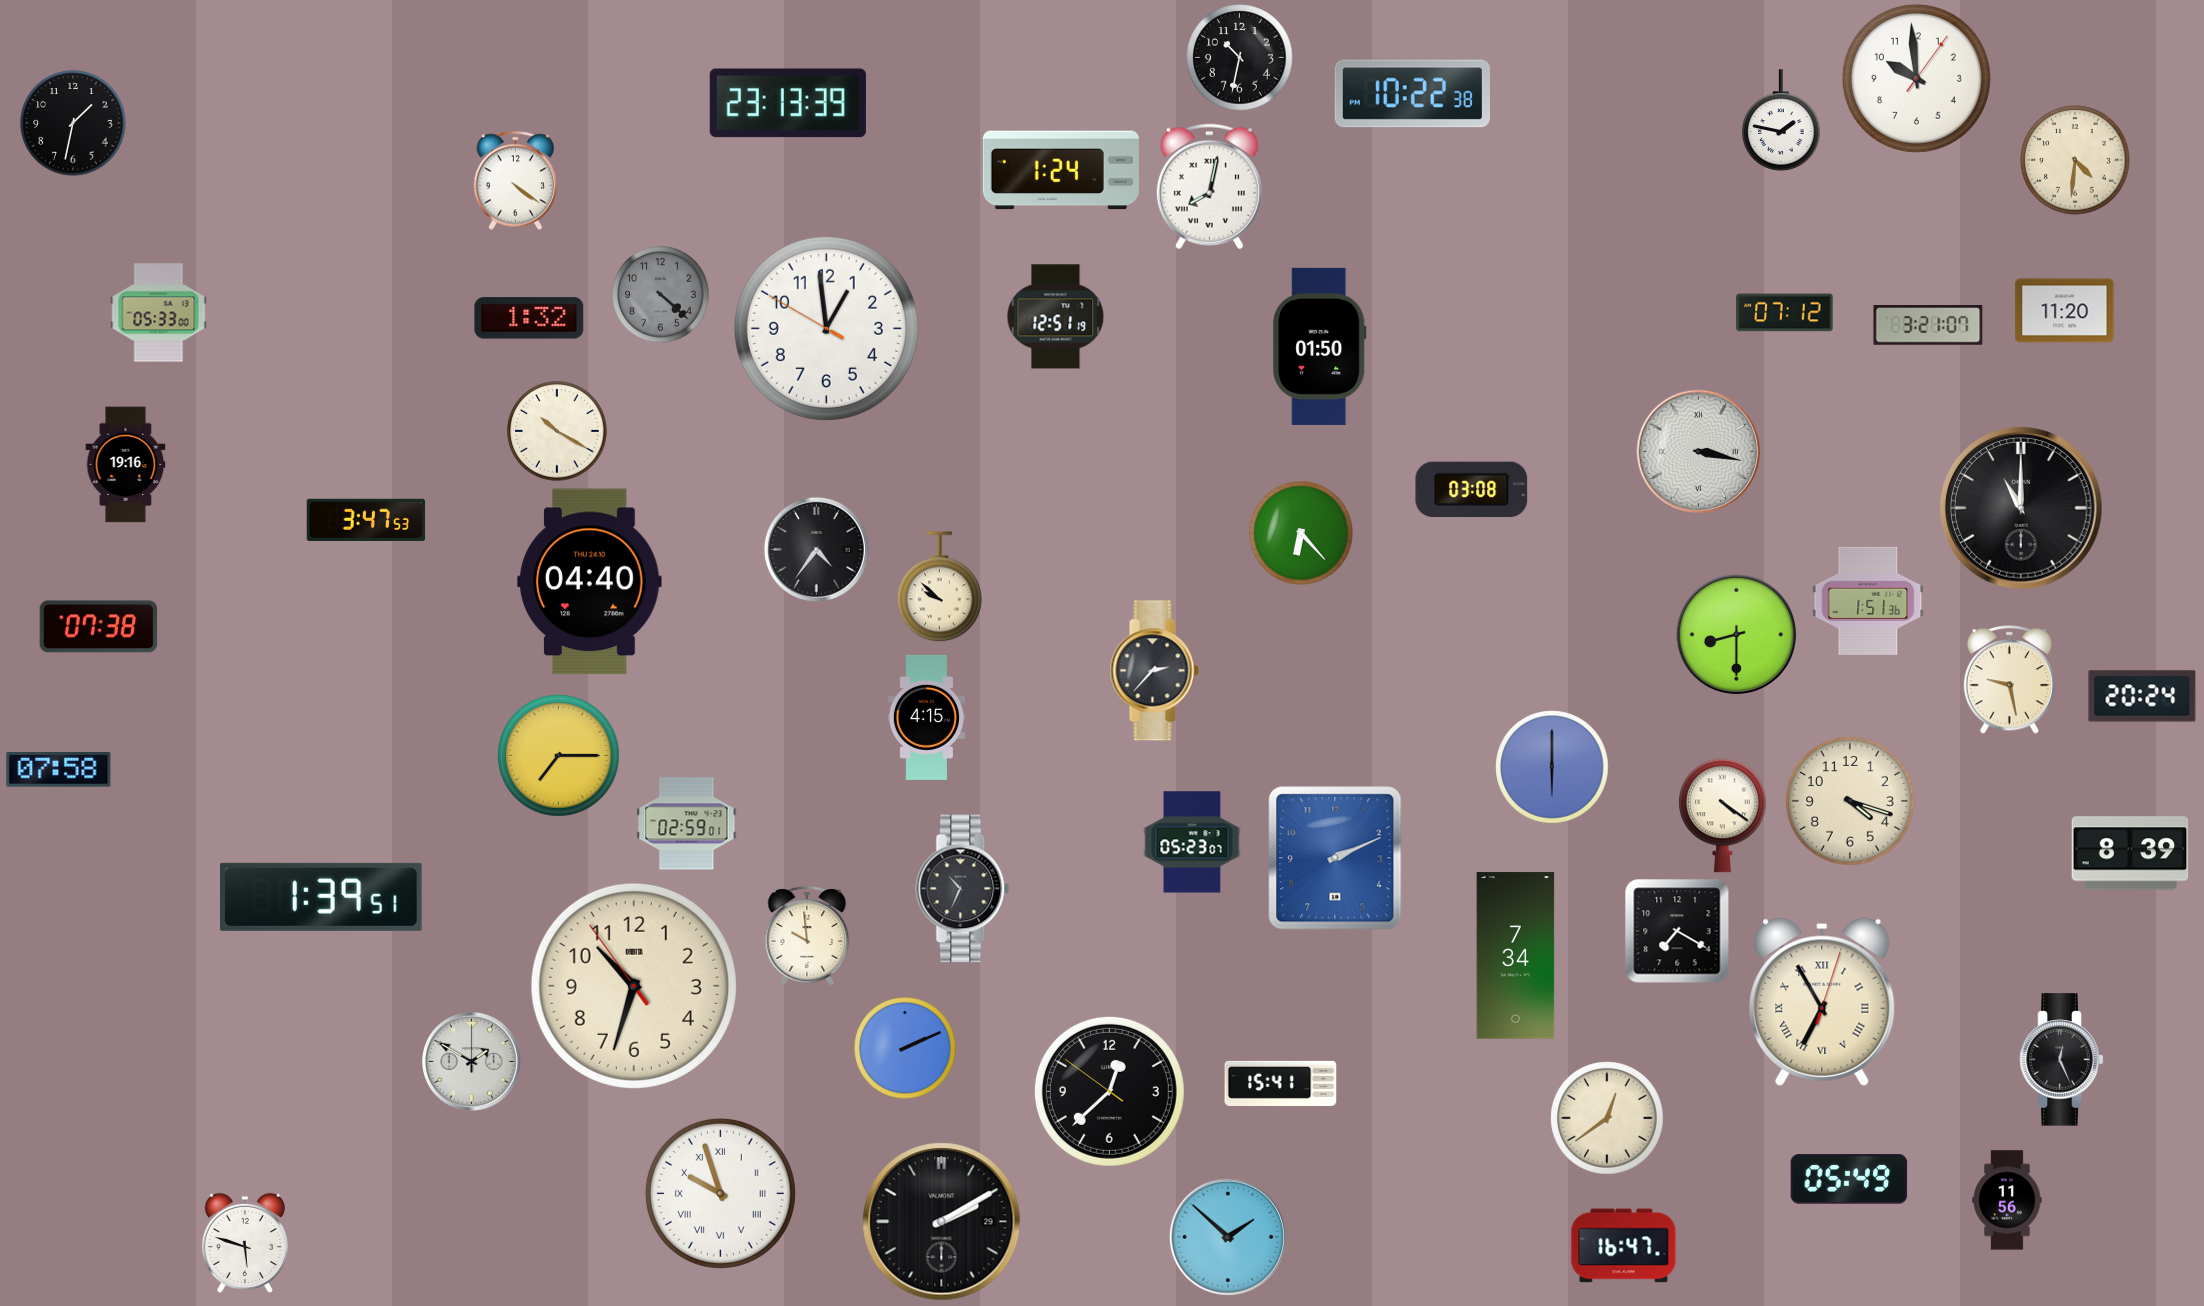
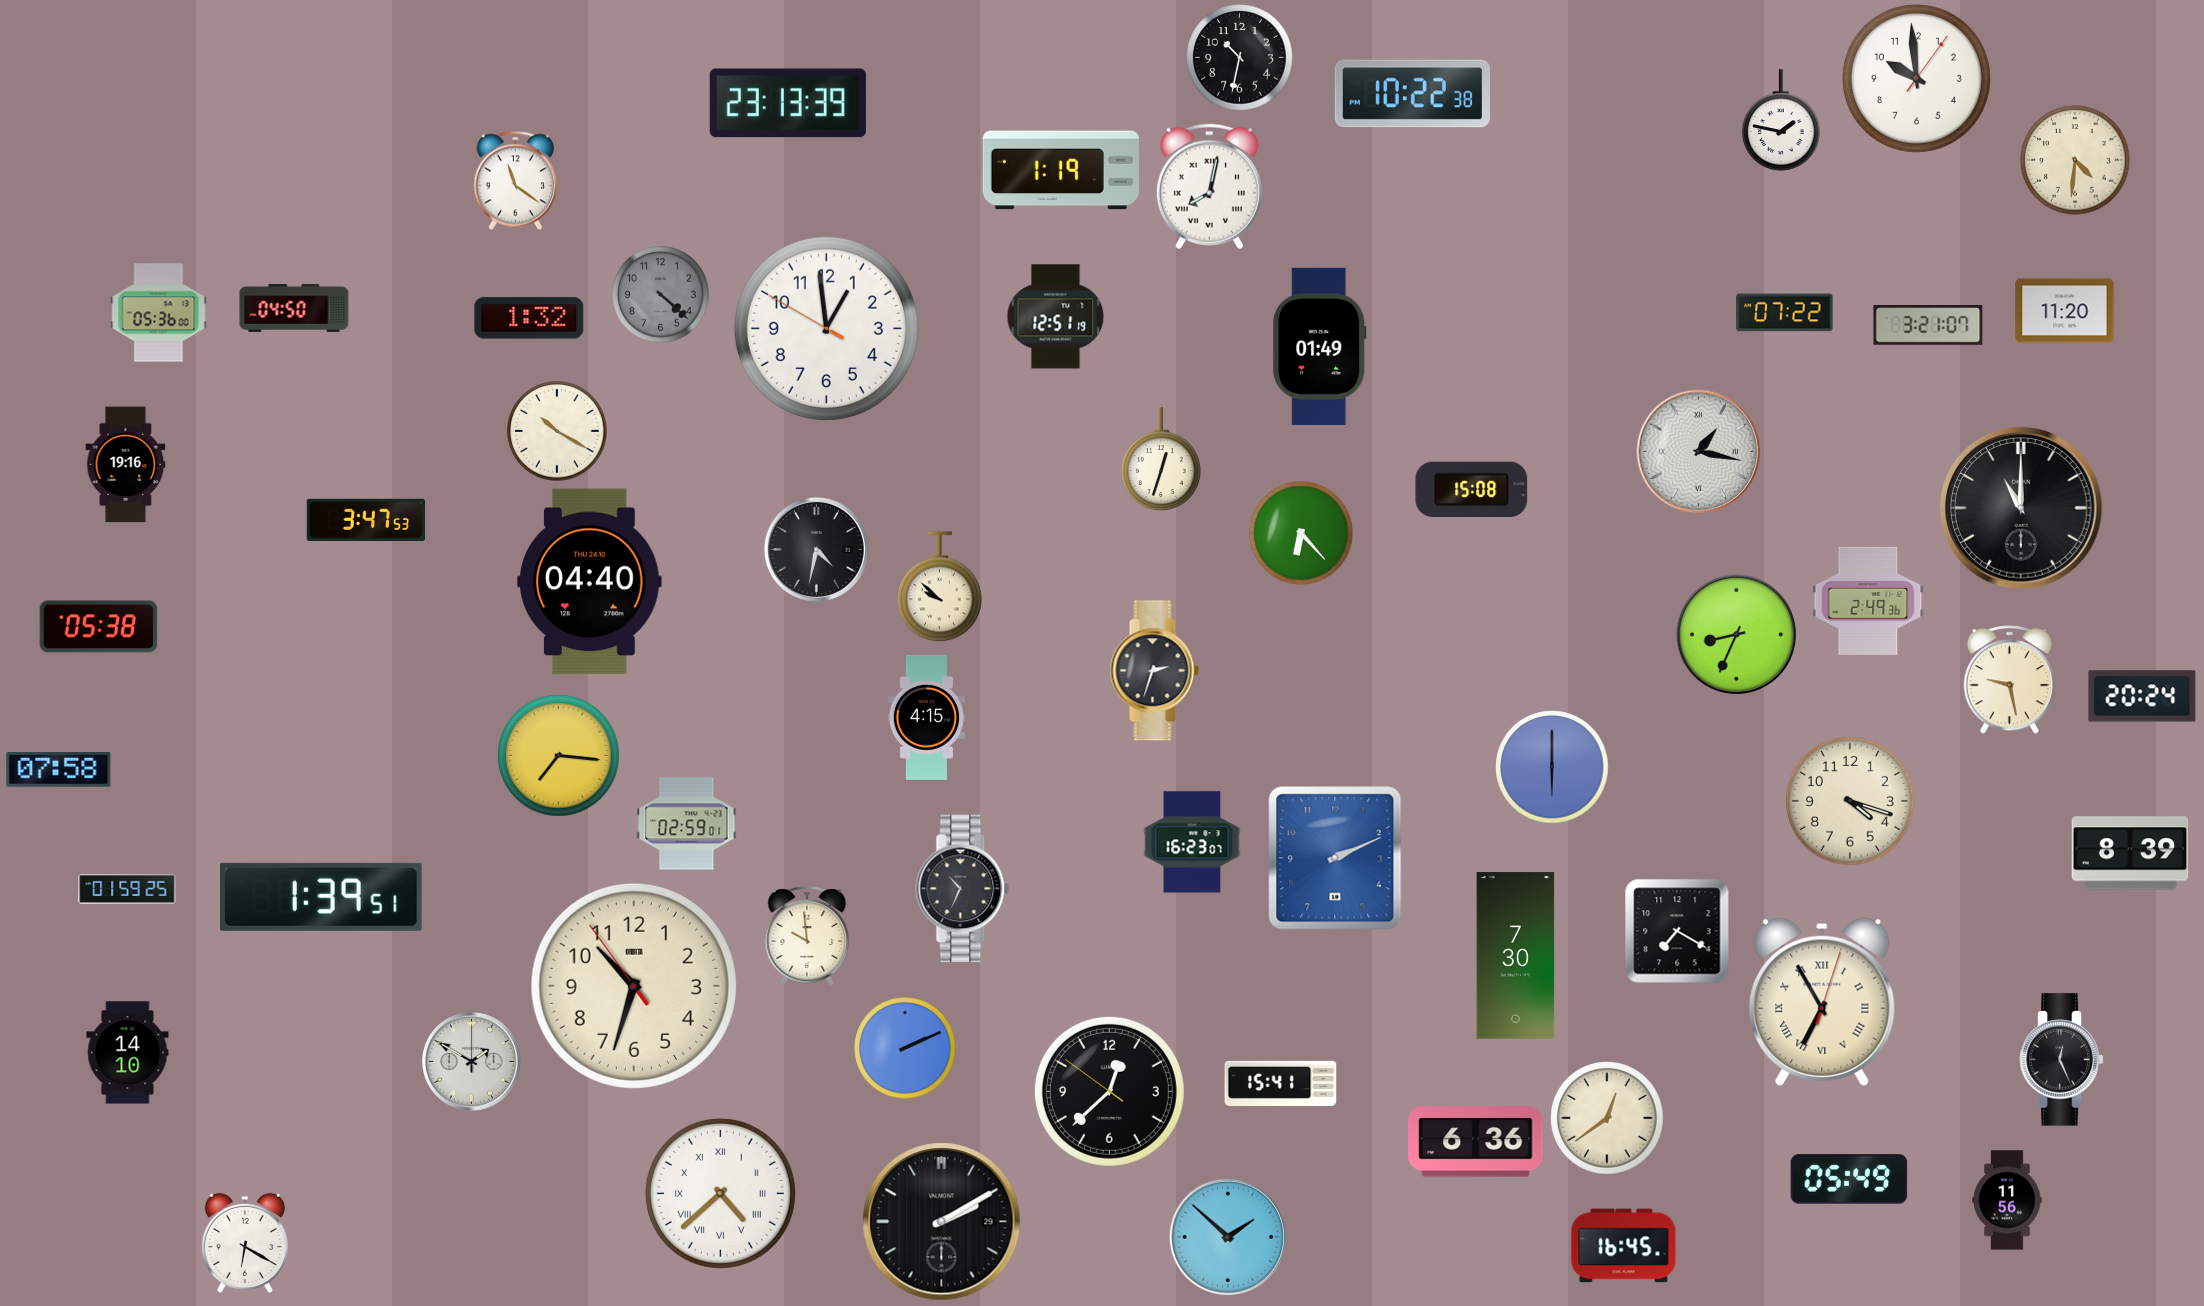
clock at (73, 123): 1:32 -> none
clock at (1061, 170): 1:24 -> 1:19
clock at (515, 181): 4:21 -> 11:21
clock at (294, 308): none -> 04:50
clock at (159, 313): 05:33 -> 05:36
clock at (1785, 313): 07:12 -> 07:22
clock at (1320, 346): 01:50 -> 01:49
clock at (1699, 452): 3:17 -> 1:17
clock at (1161, 459): none -> 12:33
clock at (1472, 489): 03:08 -> 15:08
clock at (816, 549): 4:36 -> 4:32
clock at (1868, 601): 1:51 -> 2:49
clock at (99, 627): 07:38 -> 05:38
clock at (1737, 635): 8:30 -> 8:34
clock at (1154, 671): 2:37 -> 2:33
clock at (559, 756): 7:15 -> 7:16
clock at (1723, 816): 4:21 -> none
clock at (1192, 842): 05:23 -> 16:23
clock at (127, 889): none -> 01:59
clock at (1516, 956): 7:34 -> 7:30
clock at (128, 1053): none -> 14:10
clock at (1476, 1142): none -> 6:36
clock at (720, 1193): 9:57 -> 4:38
clock at (245, 1242): 5:48 -> 6:20
clock at (1624, 1246): 16:47 -> 16:45
